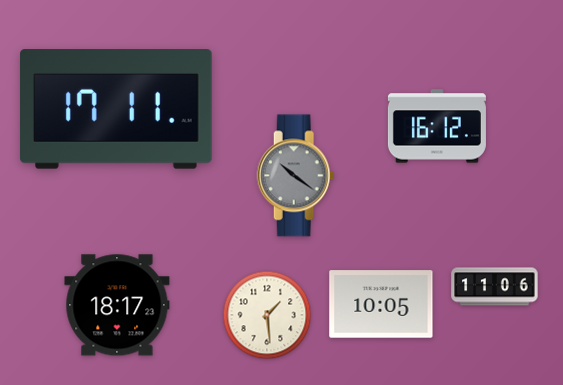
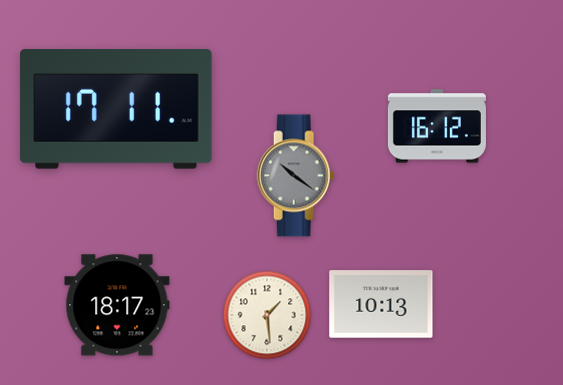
clock at (495, 287): 11:06 -> none
clock at (381, 304): 10:05 -> 10:13
